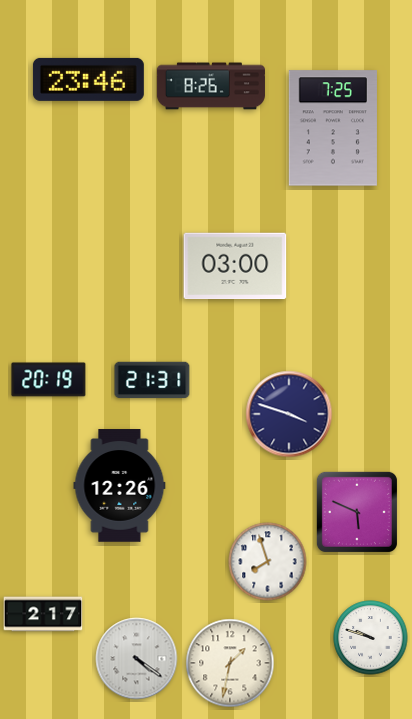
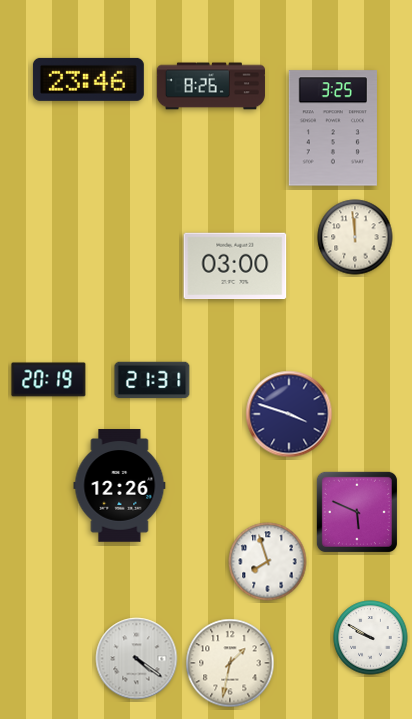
clock at (333, 128): 7:25 -> 3:25
clock at (355, 237): none -> 11:59
clock at (43, 614): 2:17 -> none
clock at (371, 638): 9:48 -> 9:50
